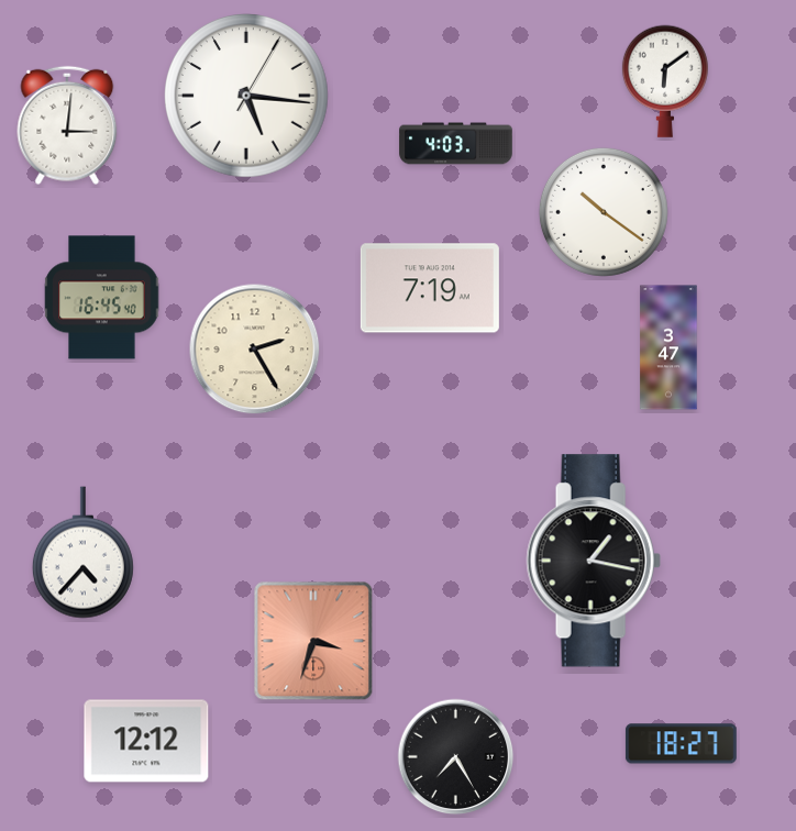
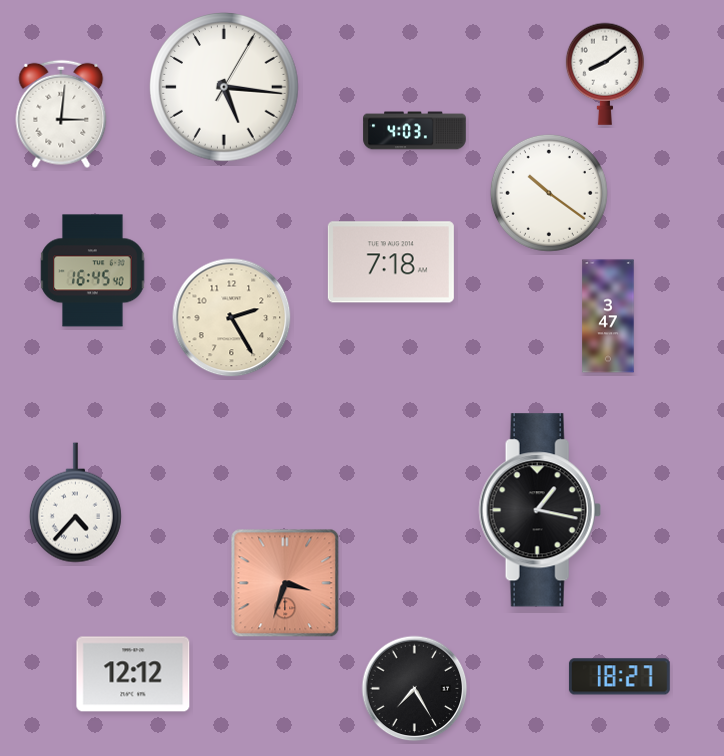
clock at (665, 81): 6:09 -> 8:09
clock at (430, 288): 7:19 -> 7:18
